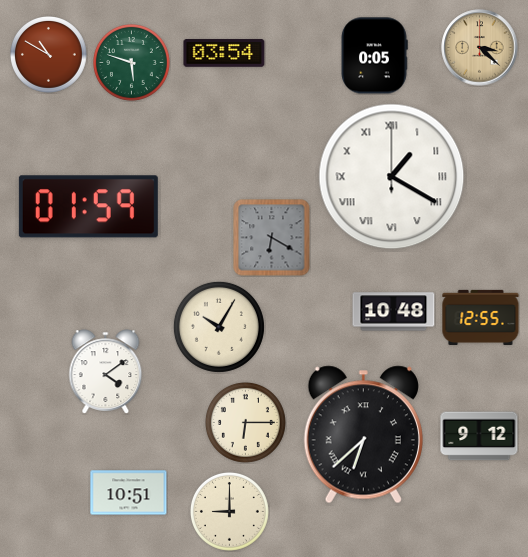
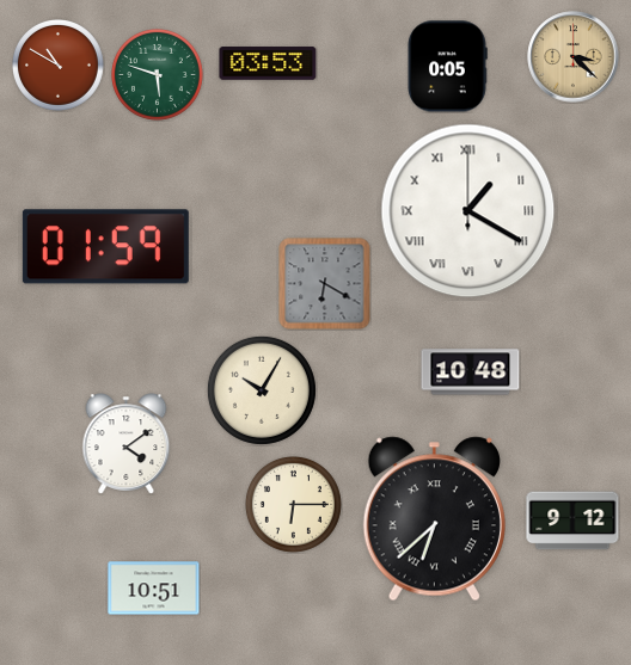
clock at (224, 53): 03:54 -> 03:53
clock at (481, 317): 12:55 -> none
clock at (229, 511): 9:00 -> none
